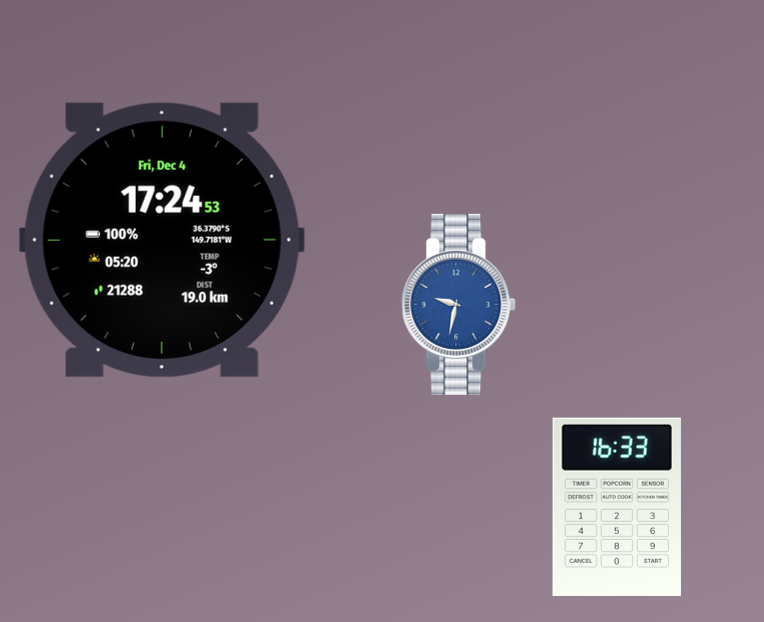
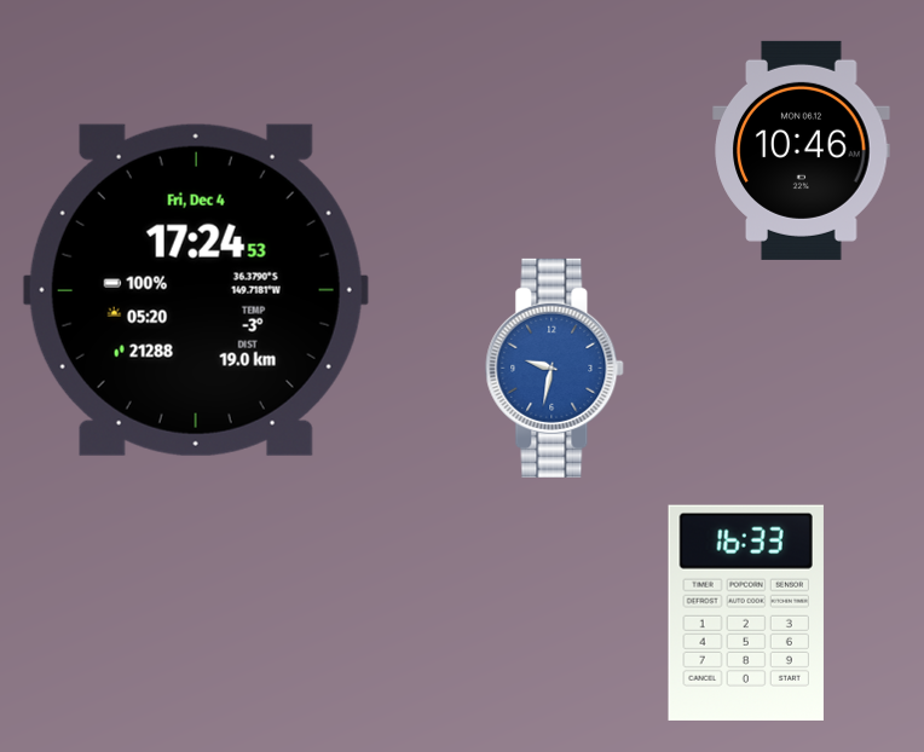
clock at (802, 150): none -> 10:46
